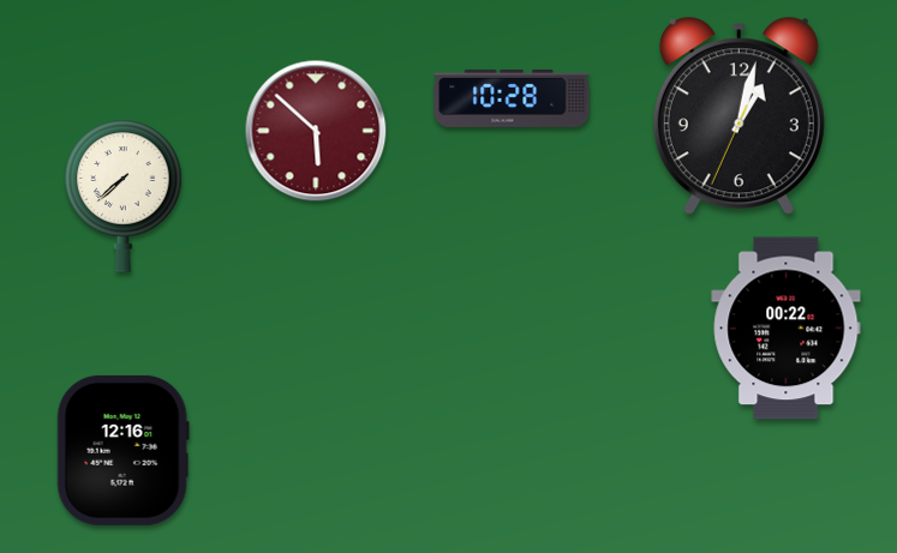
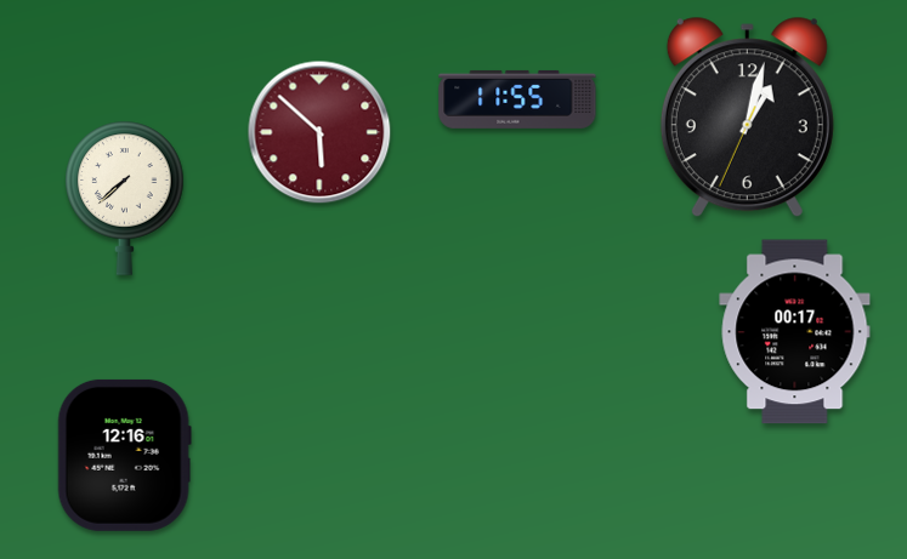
clock at (512, 98): 10:28 -> 11:55
clock at (787, 329): 00:22 -> 00:17
